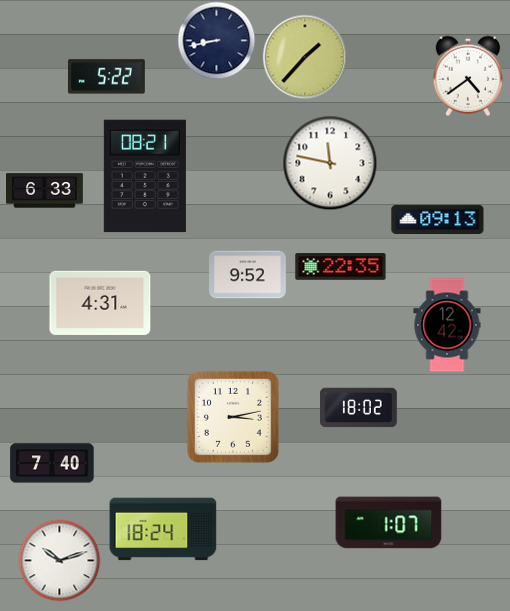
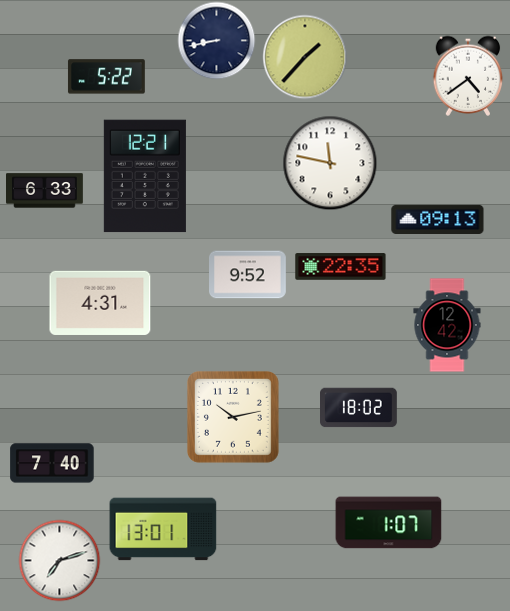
clock at (145, 176): 08:21 -> 12:21
clock at (233, 417): 3:13 -> 10:13
clock at (163, 529): 18:24 -> 13:01
clock at (59, 560): 10:12 -> 7:12
